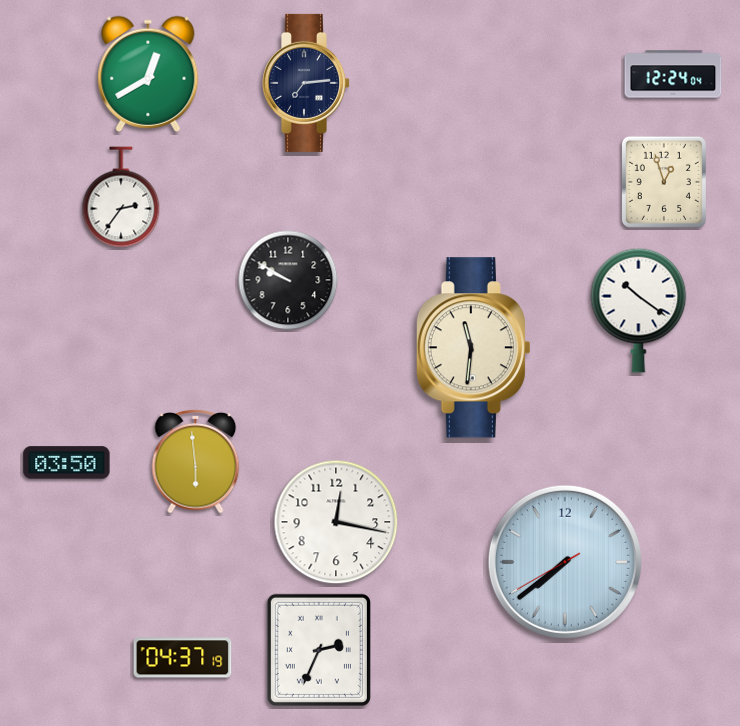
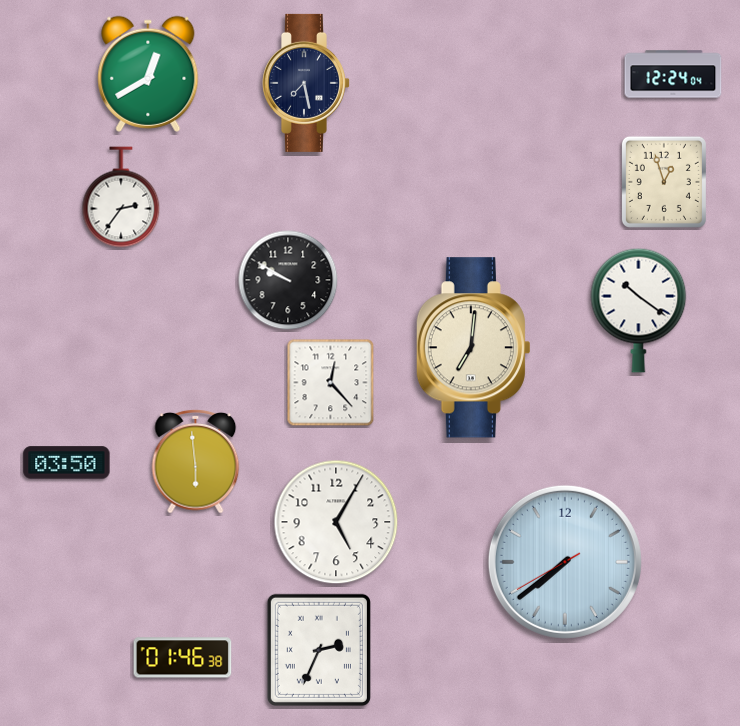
clock at (306, 83): 7:14 -> 7:28
clock at (473, 348): 11:31 -> 7:01
clock at (331, 383): none -> 12:23
clock at (336, 522): 12:17 -> 5:05
clock at (183, 658): 04:37 -> 01:46
